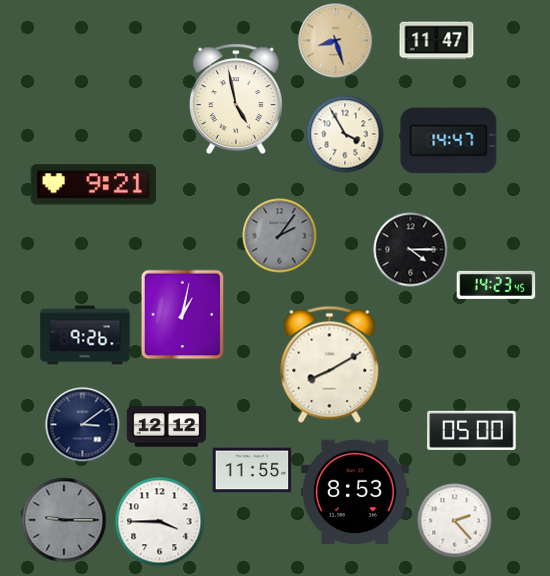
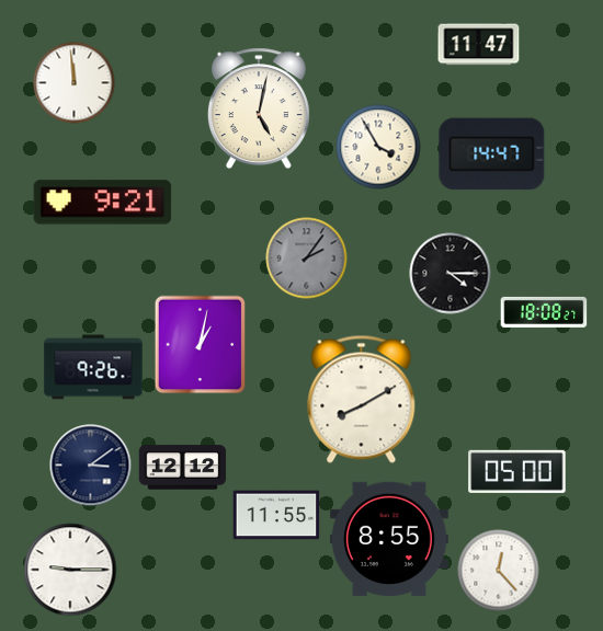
clock at (336, 41): 8:27 -> none
clock at (75, 83): none -> 11:59
clock at (236, 99): 4:58 -> 5:02
clock at (496, 285): 14:23 -> 18:08
clock at (355, 492): 8:53 -> 8:55
clock at (64, 520) dial: grey -> white
clock at (455, 521): 2:23 -> 12:23
clock at (160, 522): 3:45 -> none
